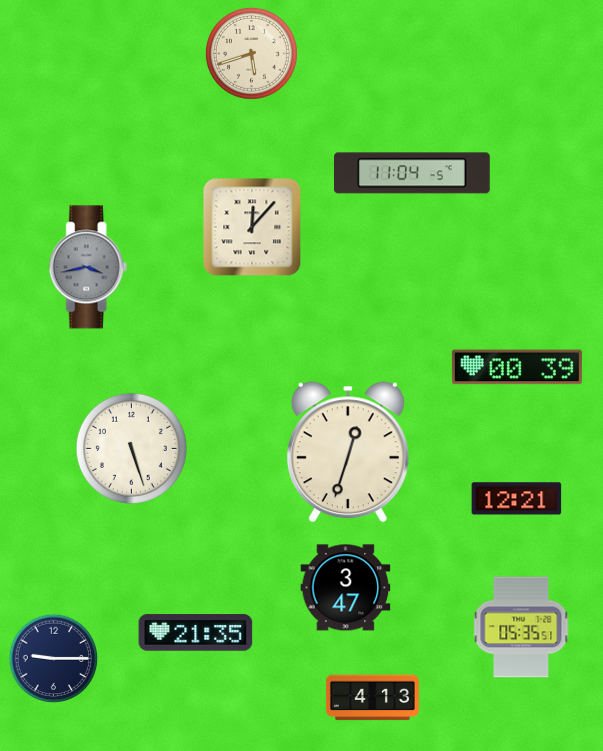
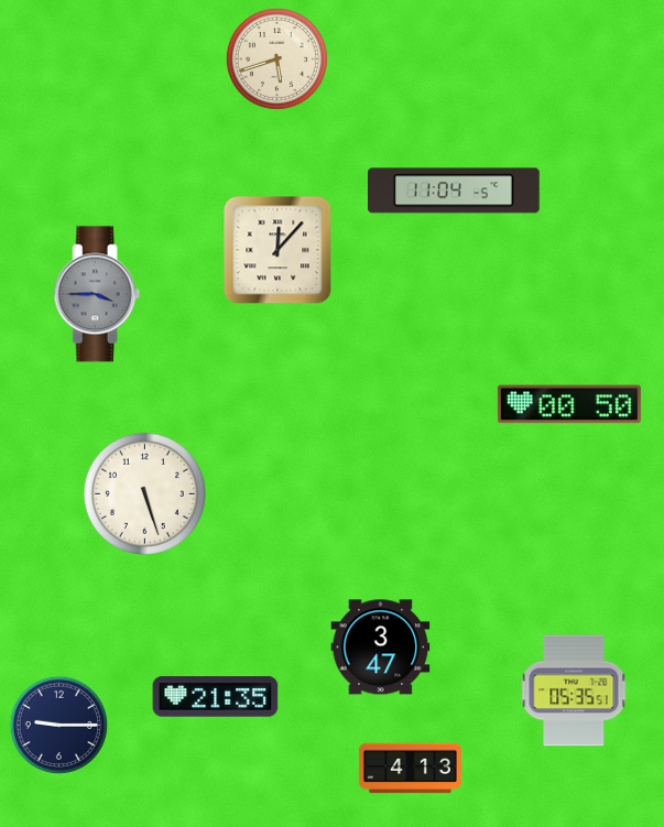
clock at (88, 267): 3:43 -> 3:45
clock at (517, 367): 00:39 -> 00:50
clock at (348, 452): 12:33 -> none
clock at (517, 499): 12:21 -> none
